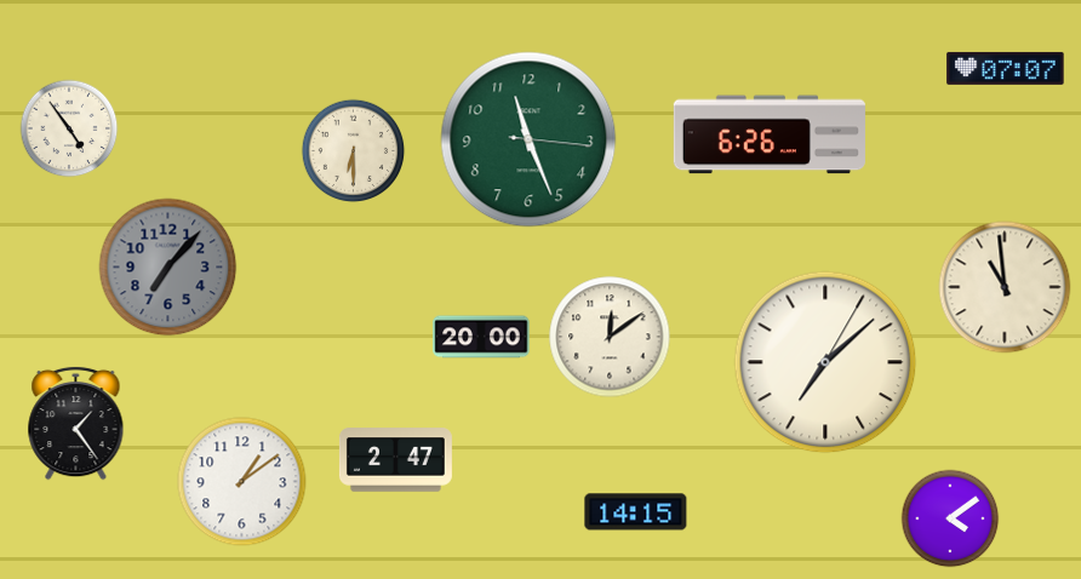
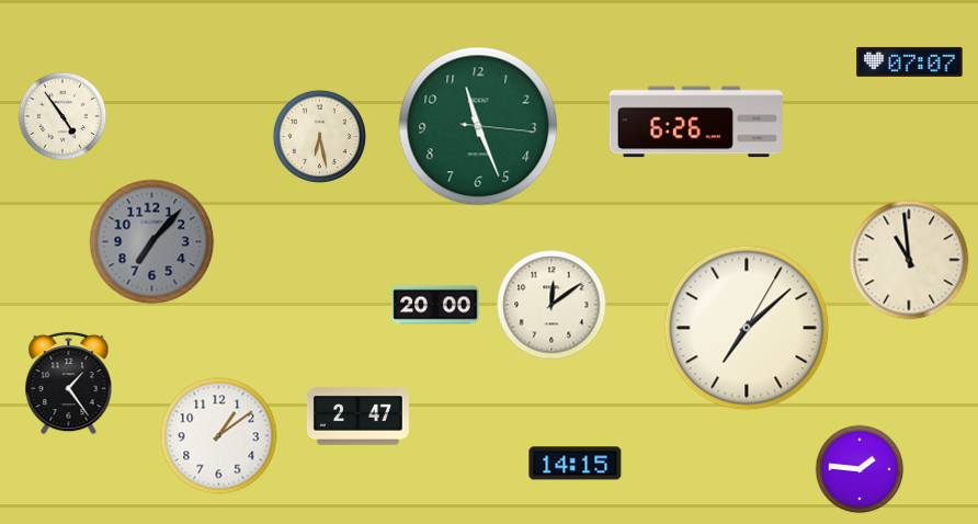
clock at (354, 151): 6:30 -> 6:28
clock at (950, 518): 4:09 -> 1:46
